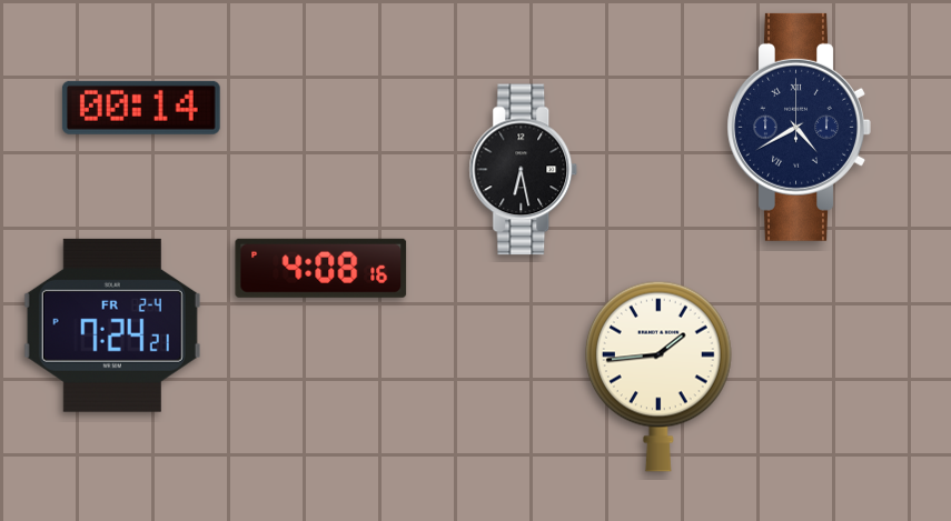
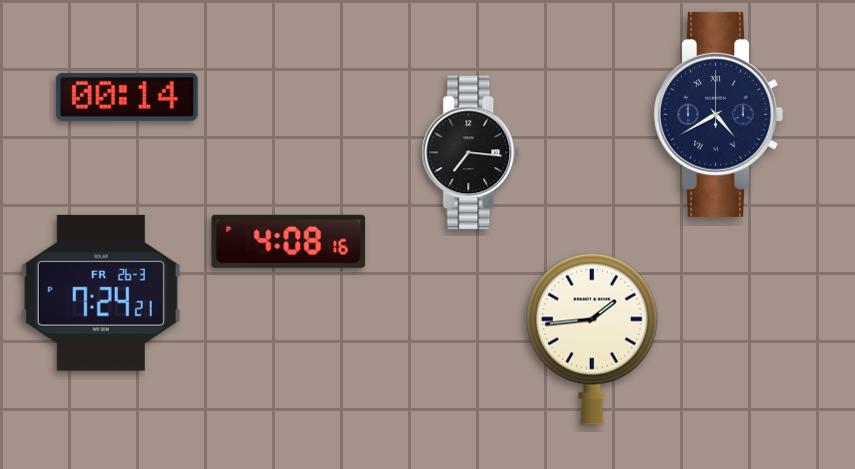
clock at (524, 170): 6:28 -> 7:16
clock at (112, 325) date: FR 2-4 -> FR 26-3
